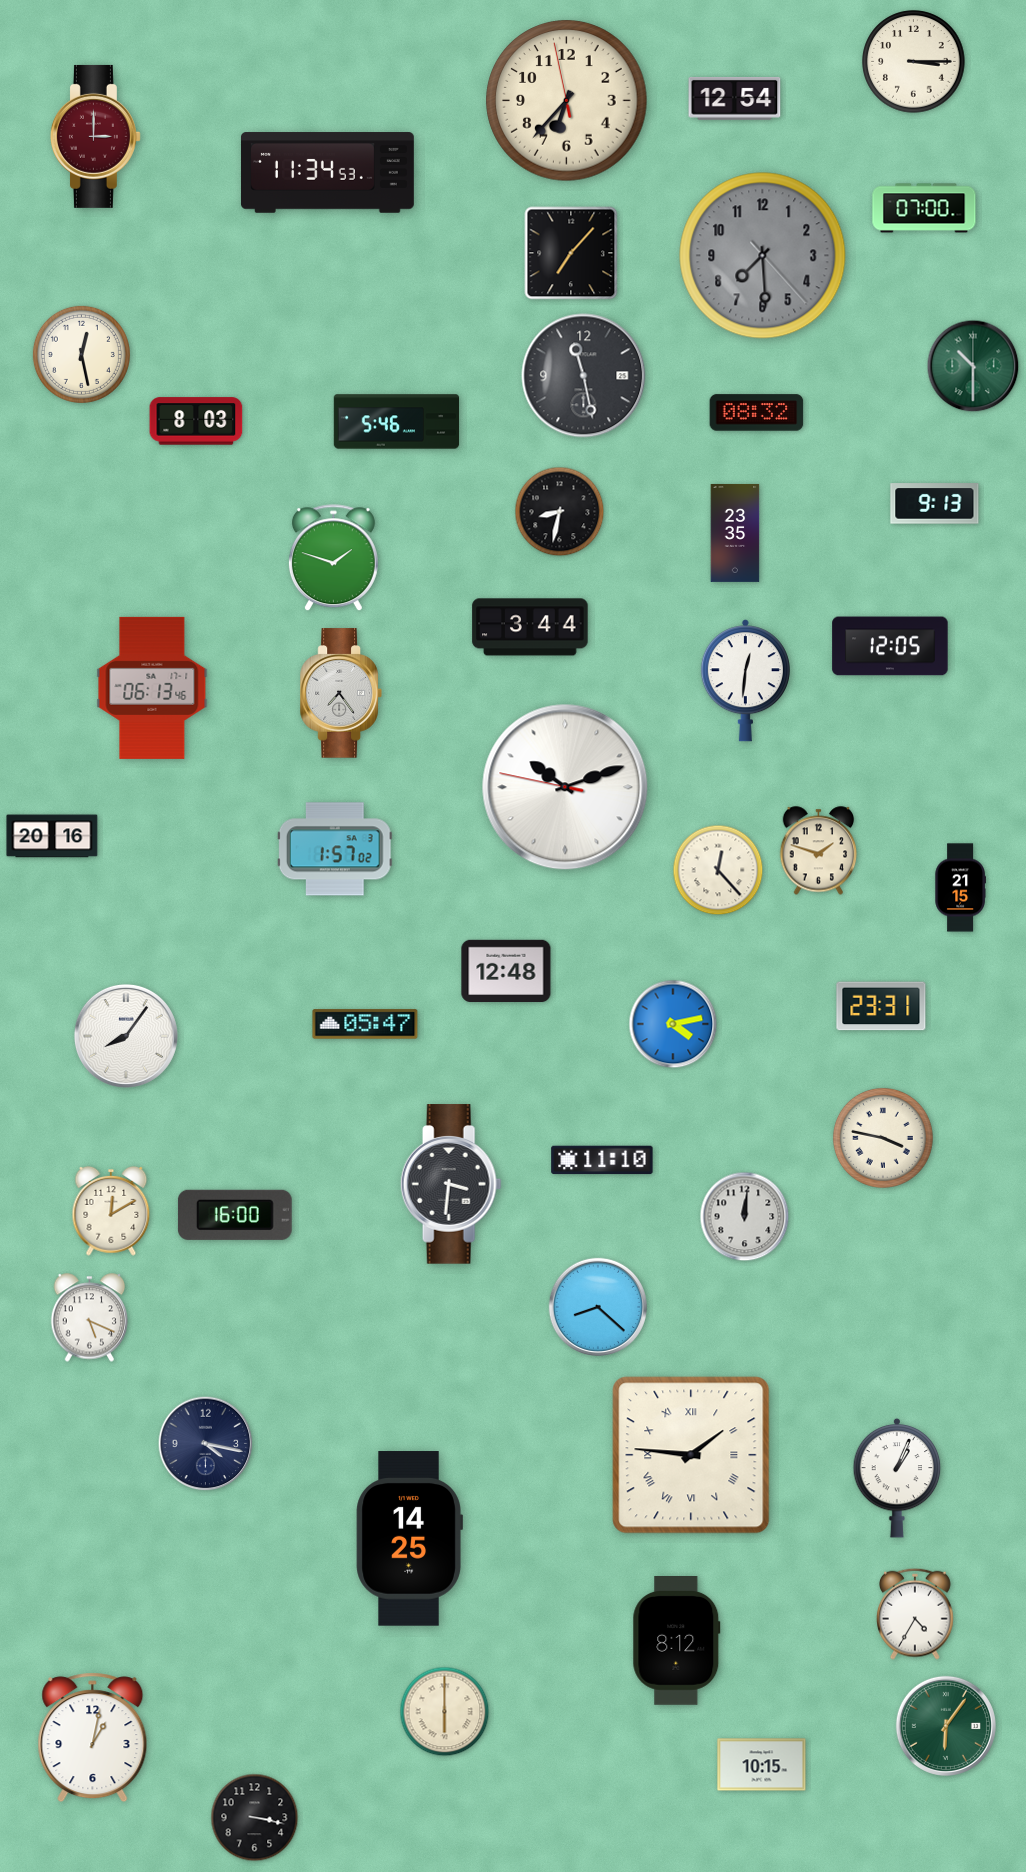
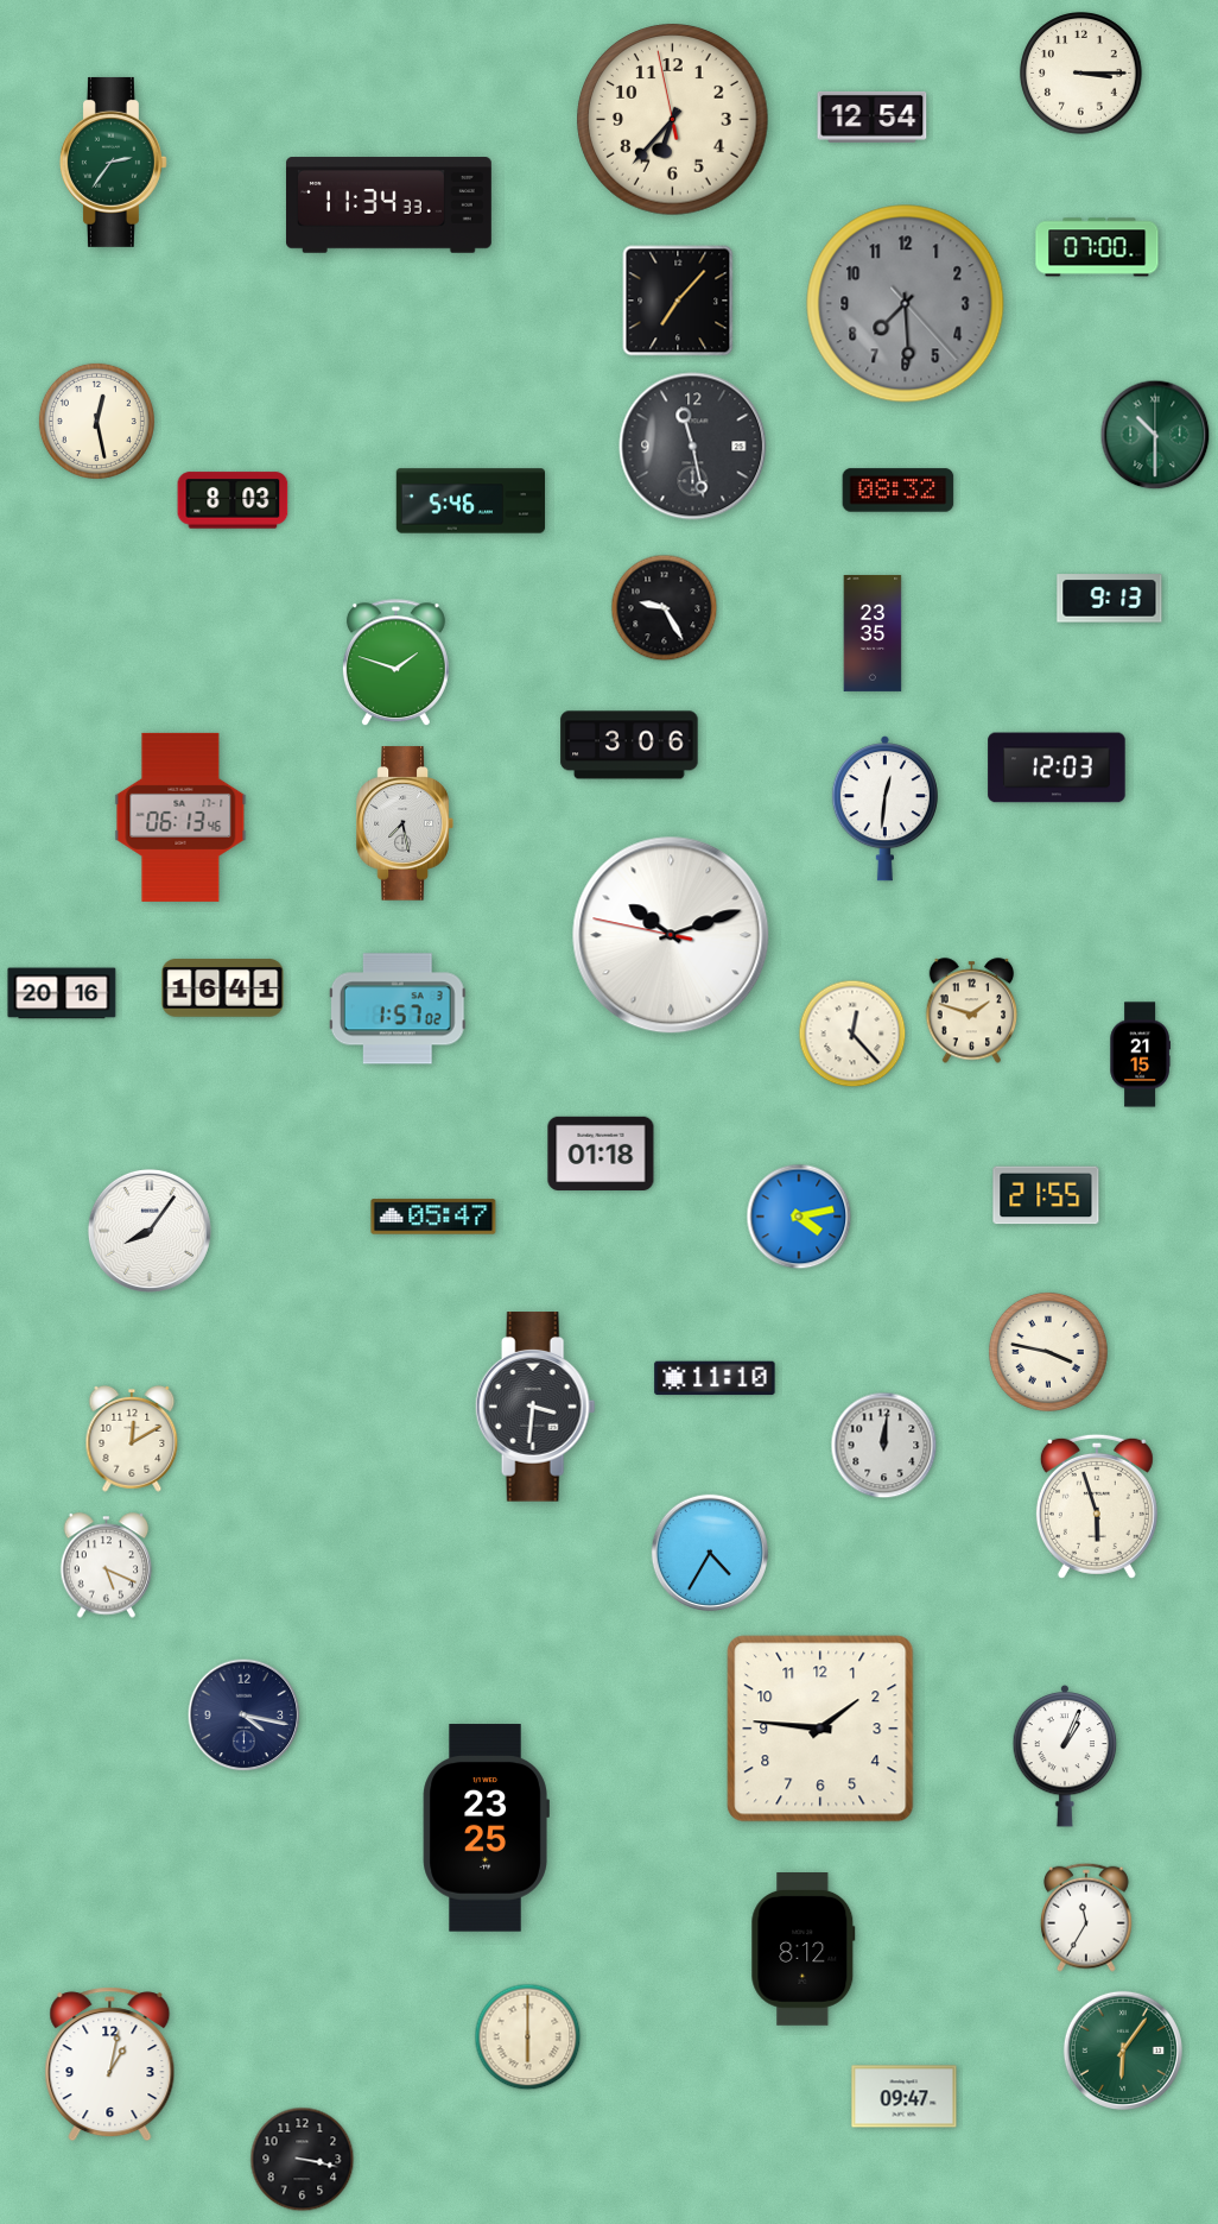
clock at (914, 62) position: (914, 62) -> (1081, 74)
clock at (95, 136): 3:00 -> 2:36
clock at (95, 136) dial: burgundy -> green
clock at (327, 173): 11:34:53 -> 11:34:33
clock at (560, 512): 8:32 -> 9:25
clock at (530, 627): 3:44 -> 3:06
clock at (890, 646): 12:05 -> 12:03
clock at (341, 693): 7:24 -> 7:28
clock at (223, 988): none -> 16:41
clock at (506, 970): 12:48 -> 01:18
clock at (881, 1006): 23:31 -> 21:55
clock at (235, 1215): 16:00 -> none
clock at (1097, 1506): none -> 5:57
clock at (597, 1306): 8:22 -> 4:35
clock at (691, 1455) numerals: Roman -> Arabic
clock at (409, 1539): 14:25 -> 23:25
clock at (916, 1614): 4:35 -> 11:35
clock at (445, 1712) position: (445, 1712) -> (528, 2037)
clock at (762, 1765): 10:15 -> 09:47
